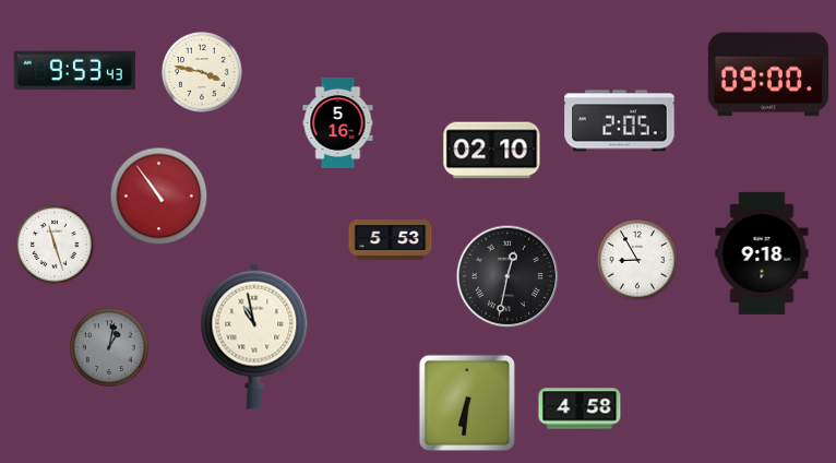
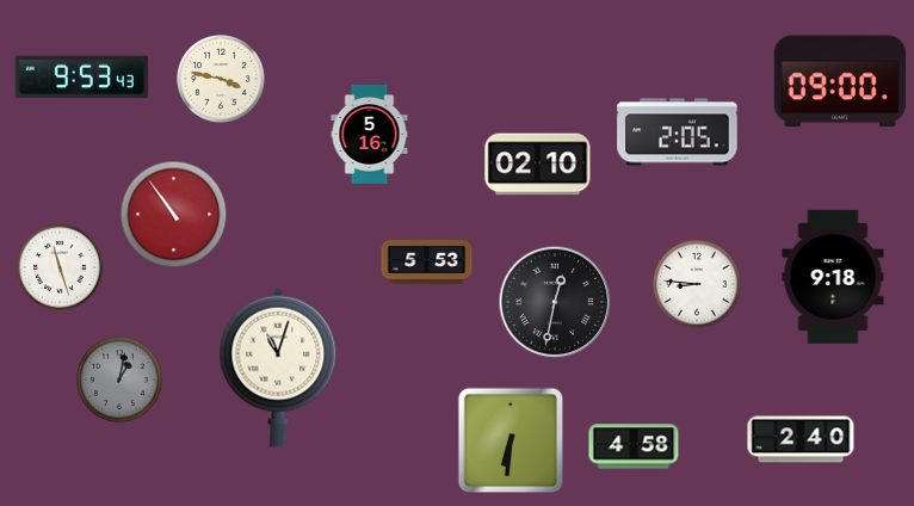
clock at (637, 260): 8:55 -> 8:46
clock at (254, 336): 10:58 -> 11:03
clock at (801, 439): none -> 2:40
